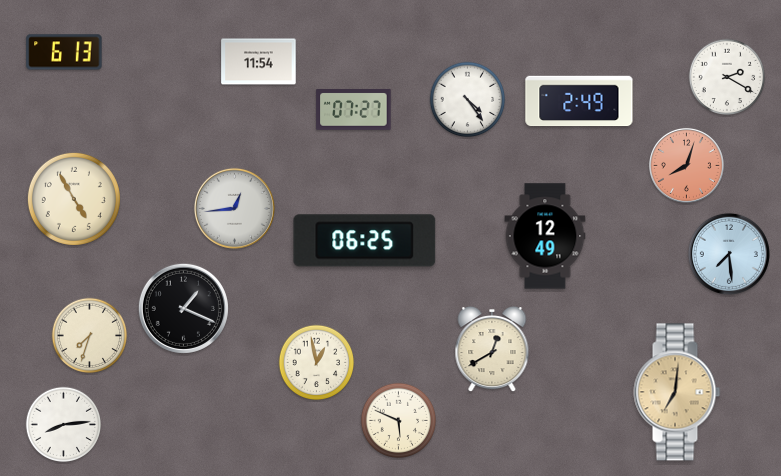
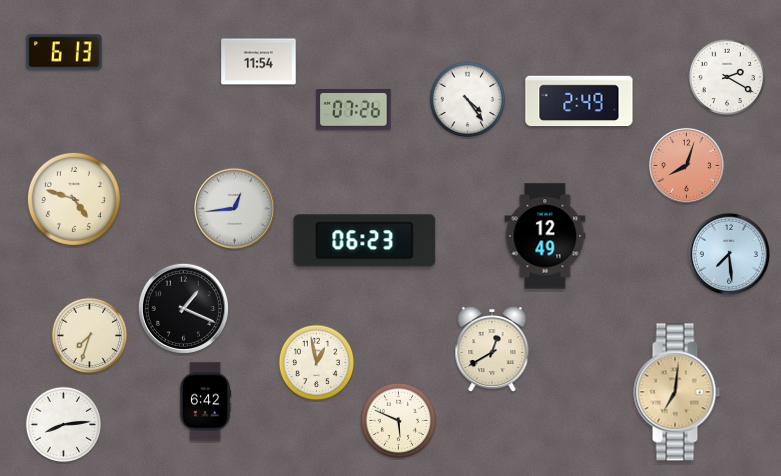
clock at (354, 110): 07:27 -> 07:26
clock at (74, 199): 4:55 -> 4:48
clock at (365, 241): 06:25 -> 06:23
clock at (205, 402): none -> 6:42
